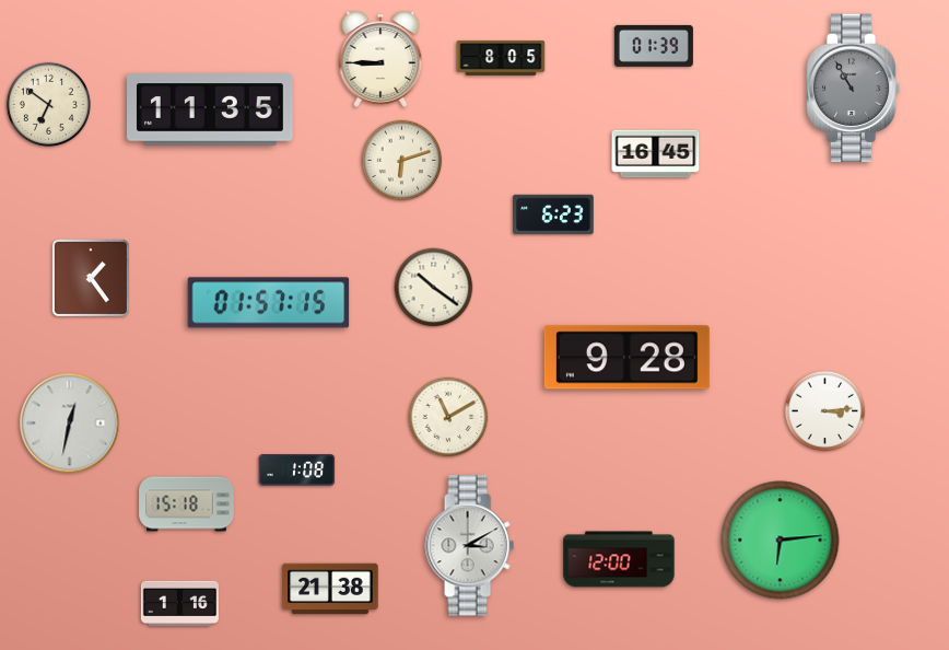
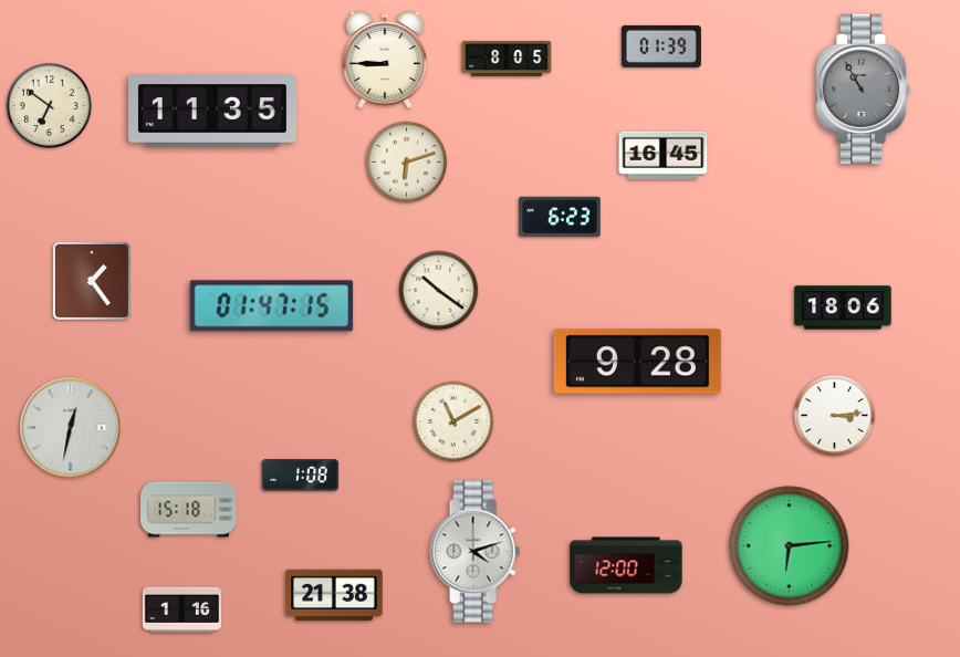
clock at (269, 303): 01:57 -> 01:47
clock at (843, 307): none -> 18:06
clock at (626, 358) position: (626, 358) -> (637, 362)
clock at (469, 546): 3:10 -> 4:12
